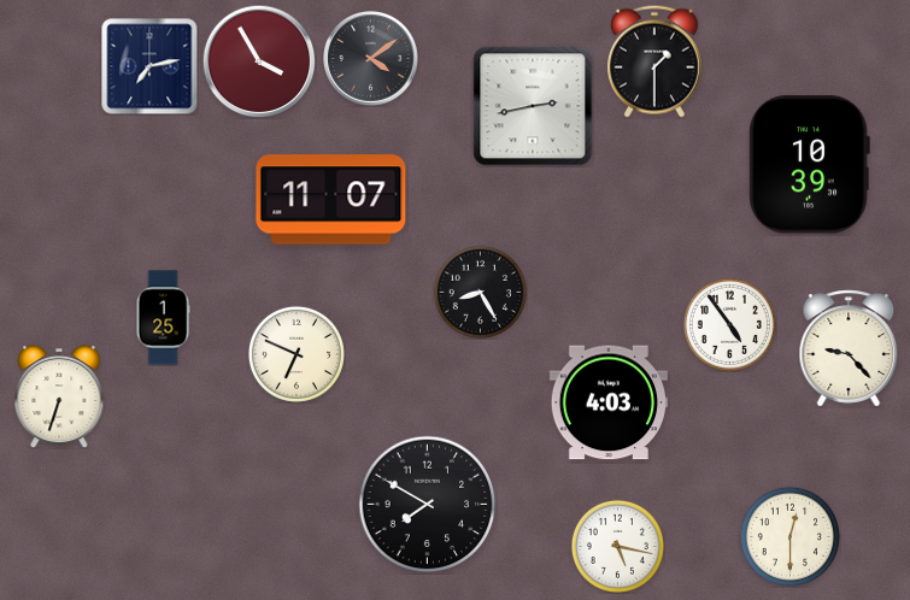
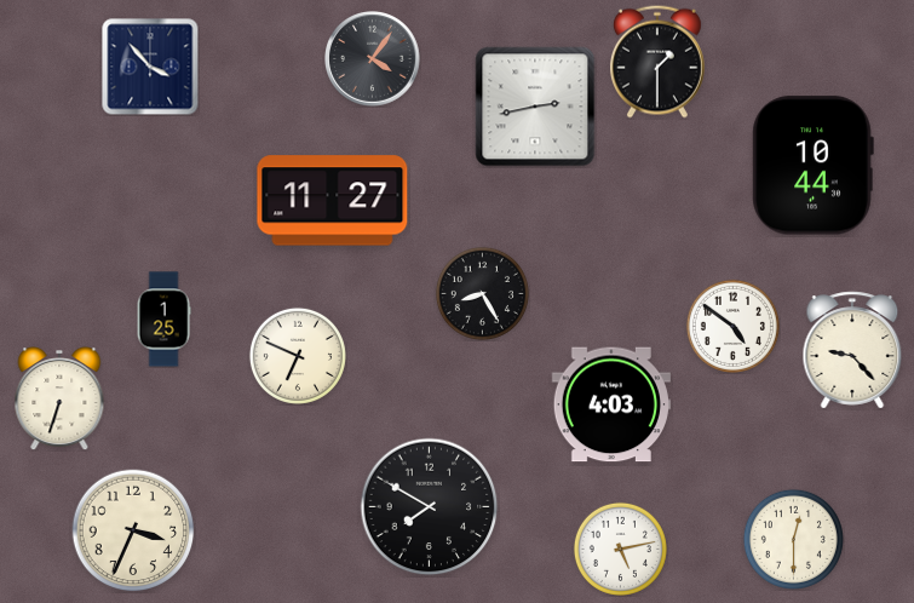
clock at (371, 59): 4:09 -> 4:06
clock at (259, 61): 3:55 -> none
clock at (149, 66): 7:13 -> 3:53
clock at (809, 165): 10:39 -> 10:44
clock at (331, 200): 11:07 -> 11:27
clock at (729, 324): 4:54 -> 4:51
clock at (133, 530): none -> 3:34
clock at (617, 546): 5:17 -> 5:13
